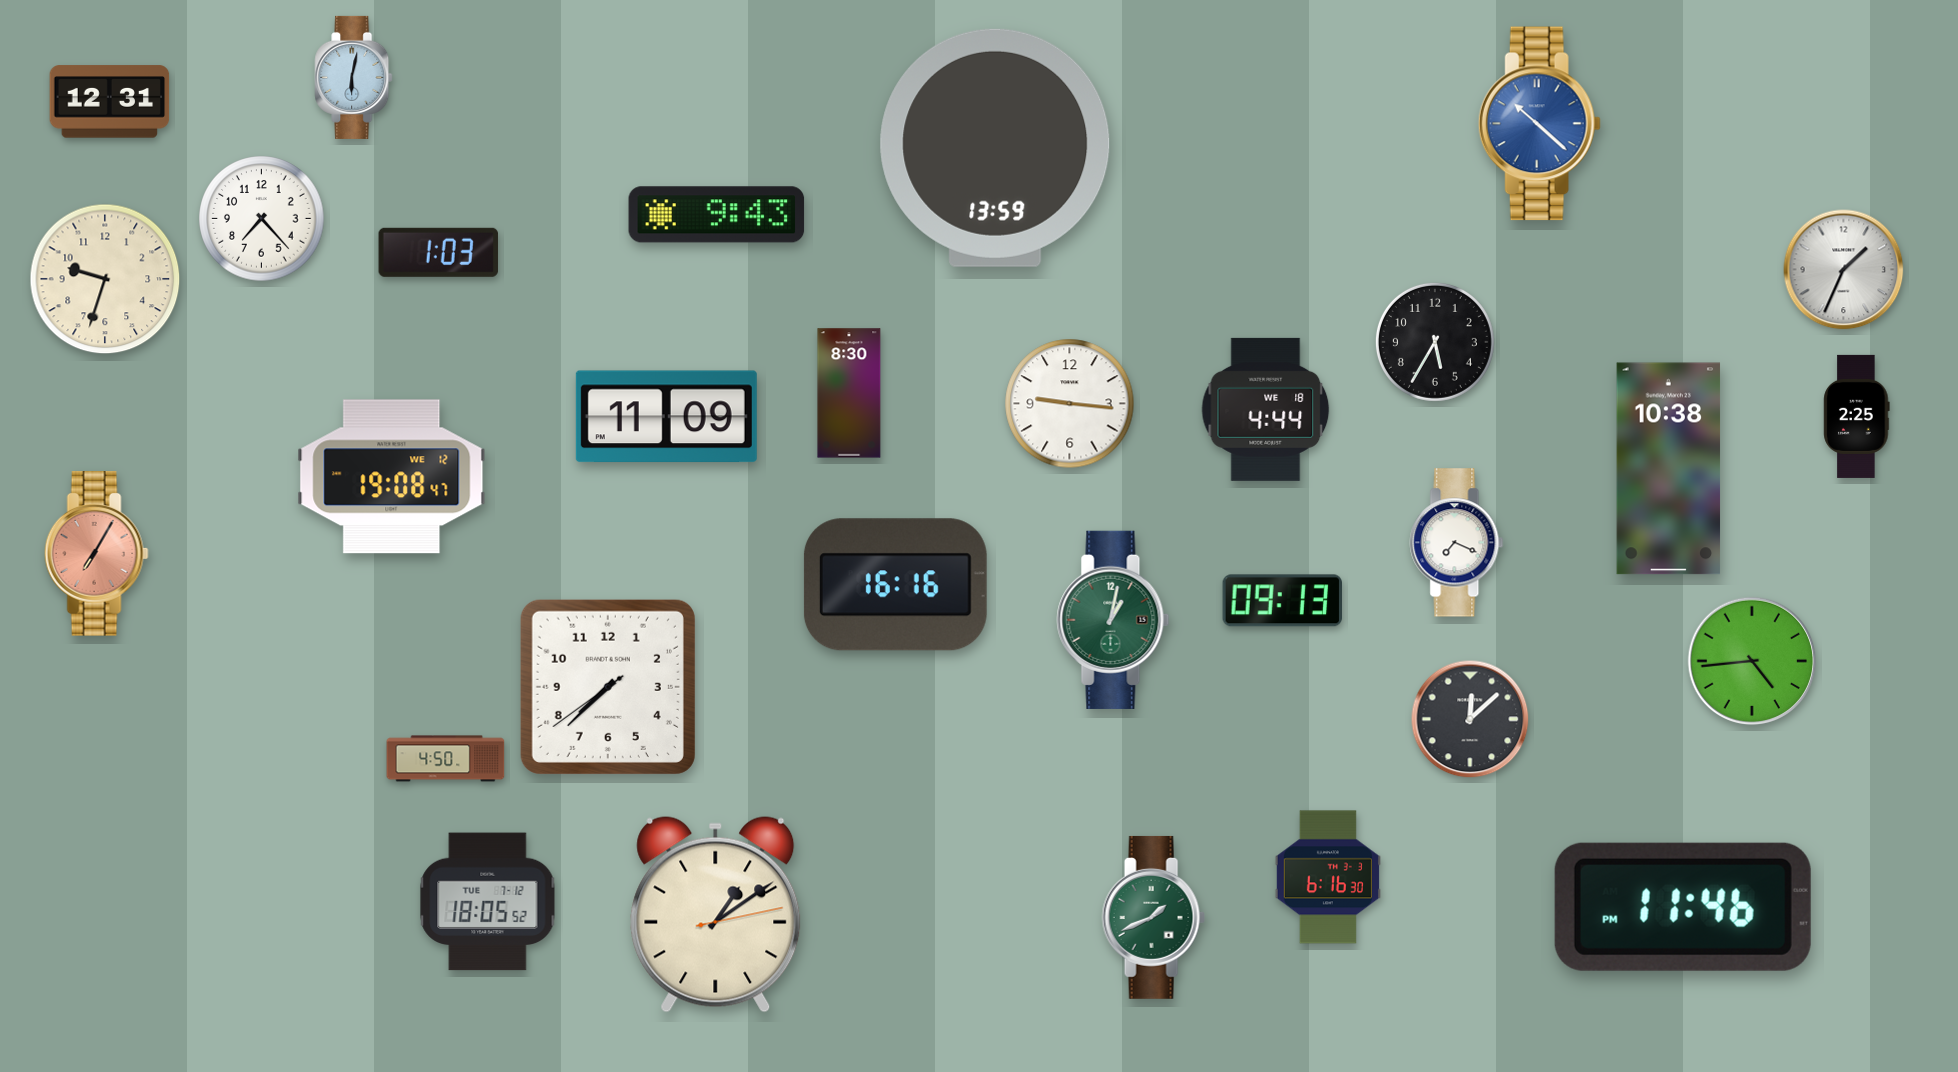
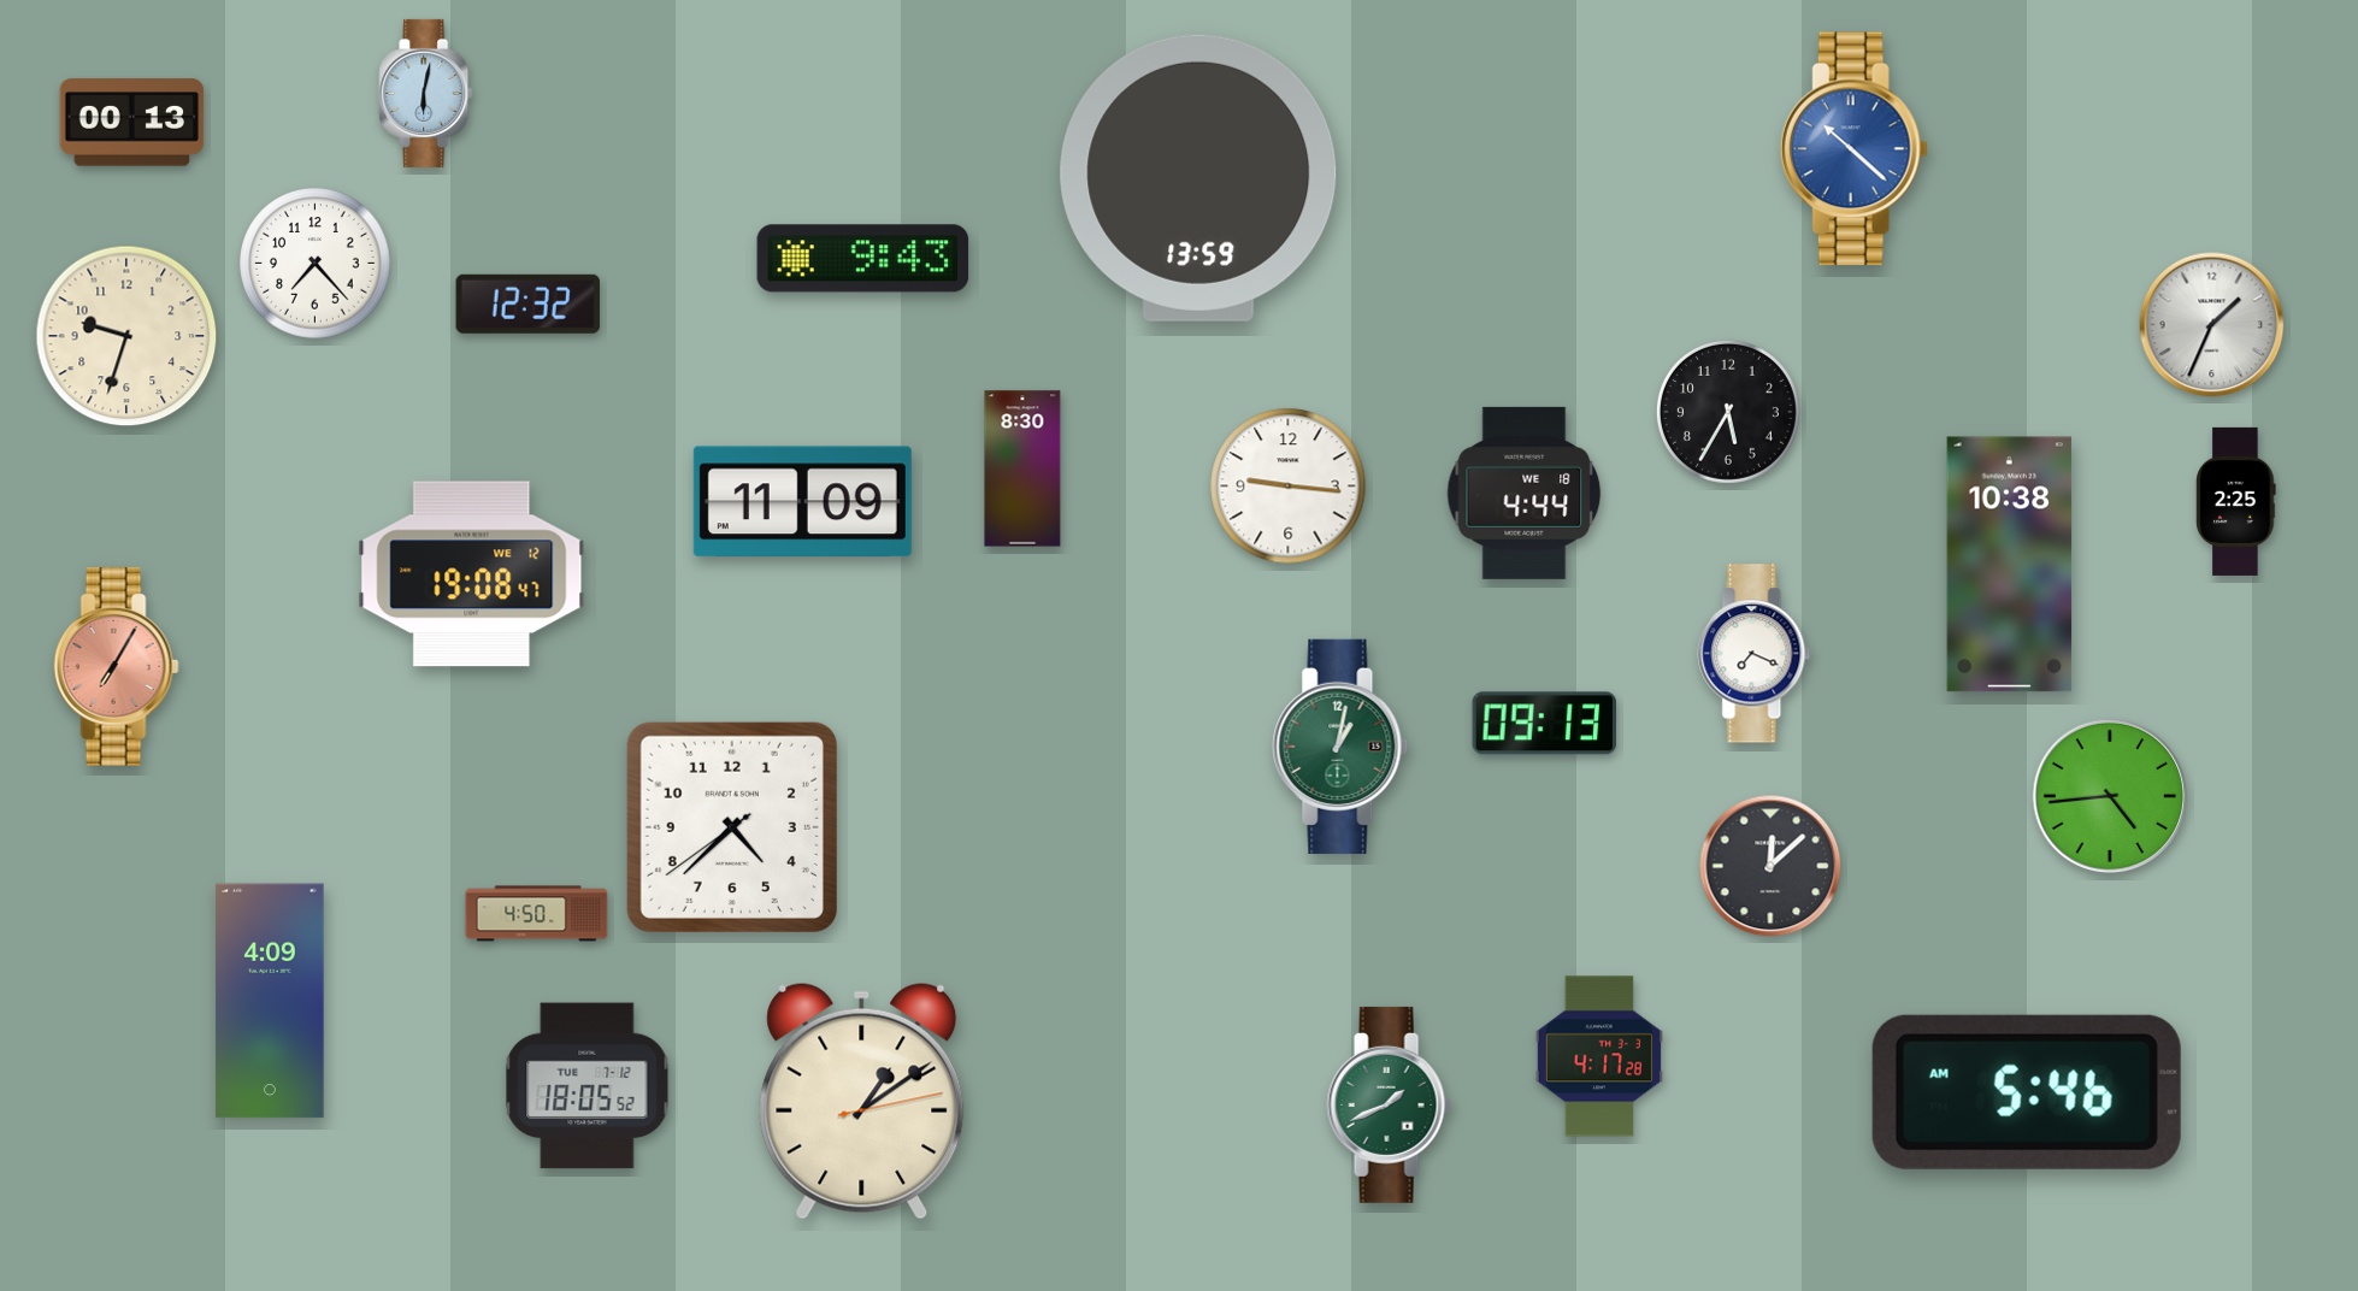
clock at (110, 102): 12:31 -> 00:13
clock at (438, 252): 1:03 -> 12:32
clock at (1844, 270) position: (1844, 270) -> (2212, 325)
clock at (849, 393) position: (849, 393) -> (1022, 468)
clock at (895, 585): 16:16 -> none
clock at (608, 687): 7:37 -> 4:37
clock at (270, 1001): none -> 4:09
clock at (1328, 877): 6:16 -> 4:17
clock at (1683, 907): 11:46 -> 5:46
